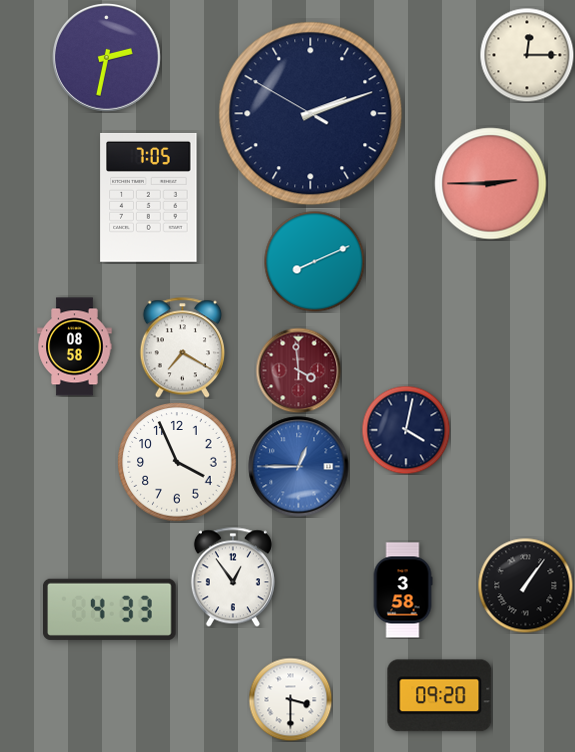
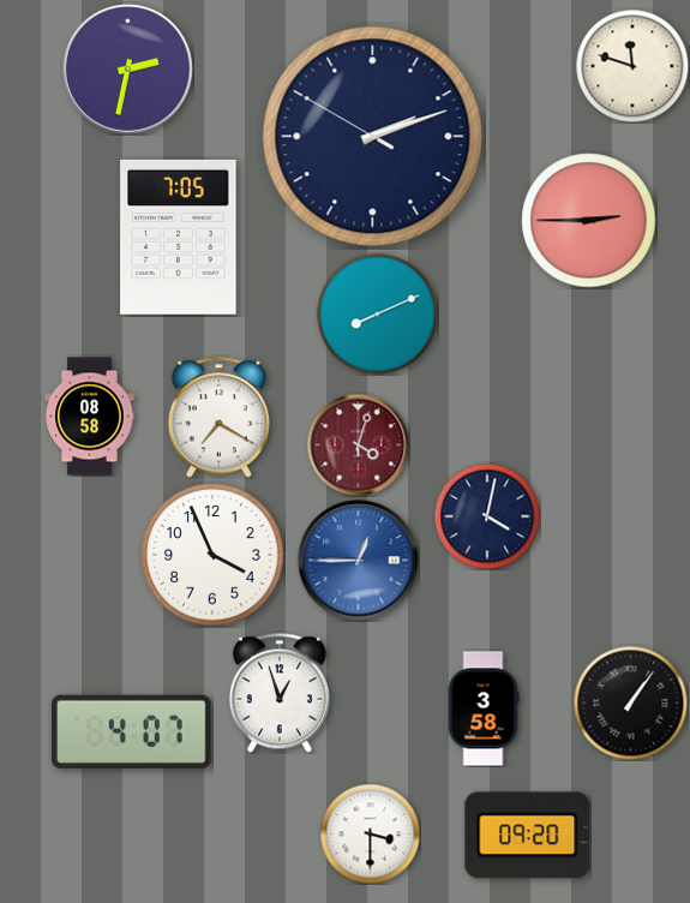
clock at (527, 55): 12:15 -> 11:48
clock at (298, 370): 3:59 -> 4:03
clock at (233, 577): 12:54 -> 12:57
clock at (110, 609): 4:33 -> 4:07
clock at (290, 699) position: (290, 699) -> (370, 833)
